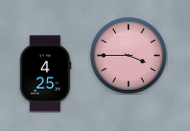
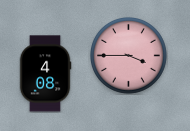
clock at (45, 74): 4:25 -> 4:08
